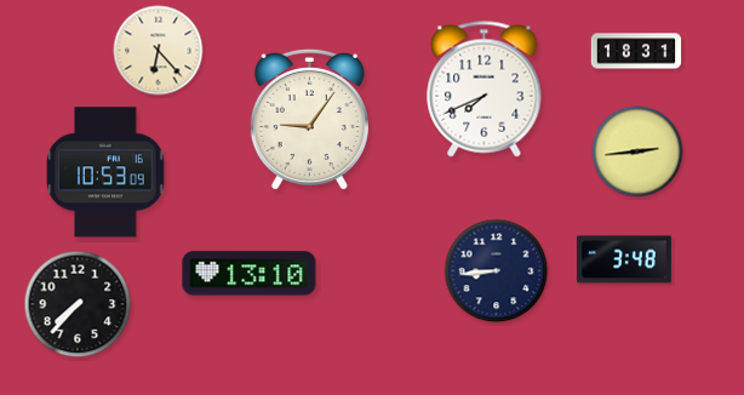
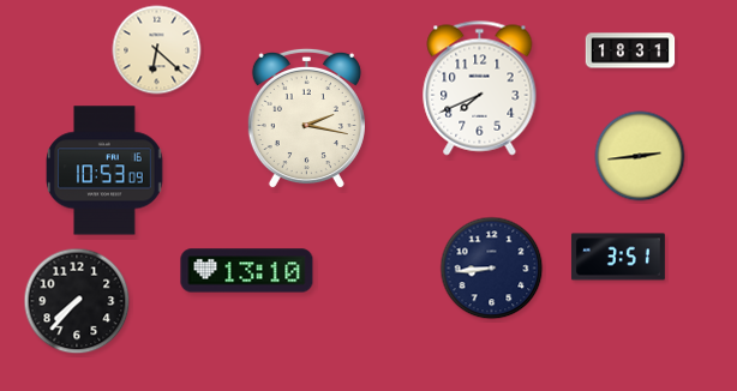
clock at (159, 51): 6:23 -> 6:22
clock at (309, 120): 9:06 -> 2:17
clock at (637, 151) position: (637, 151) -> (640, 156)
clock at (624, 259): 3:48 -> 3:51
